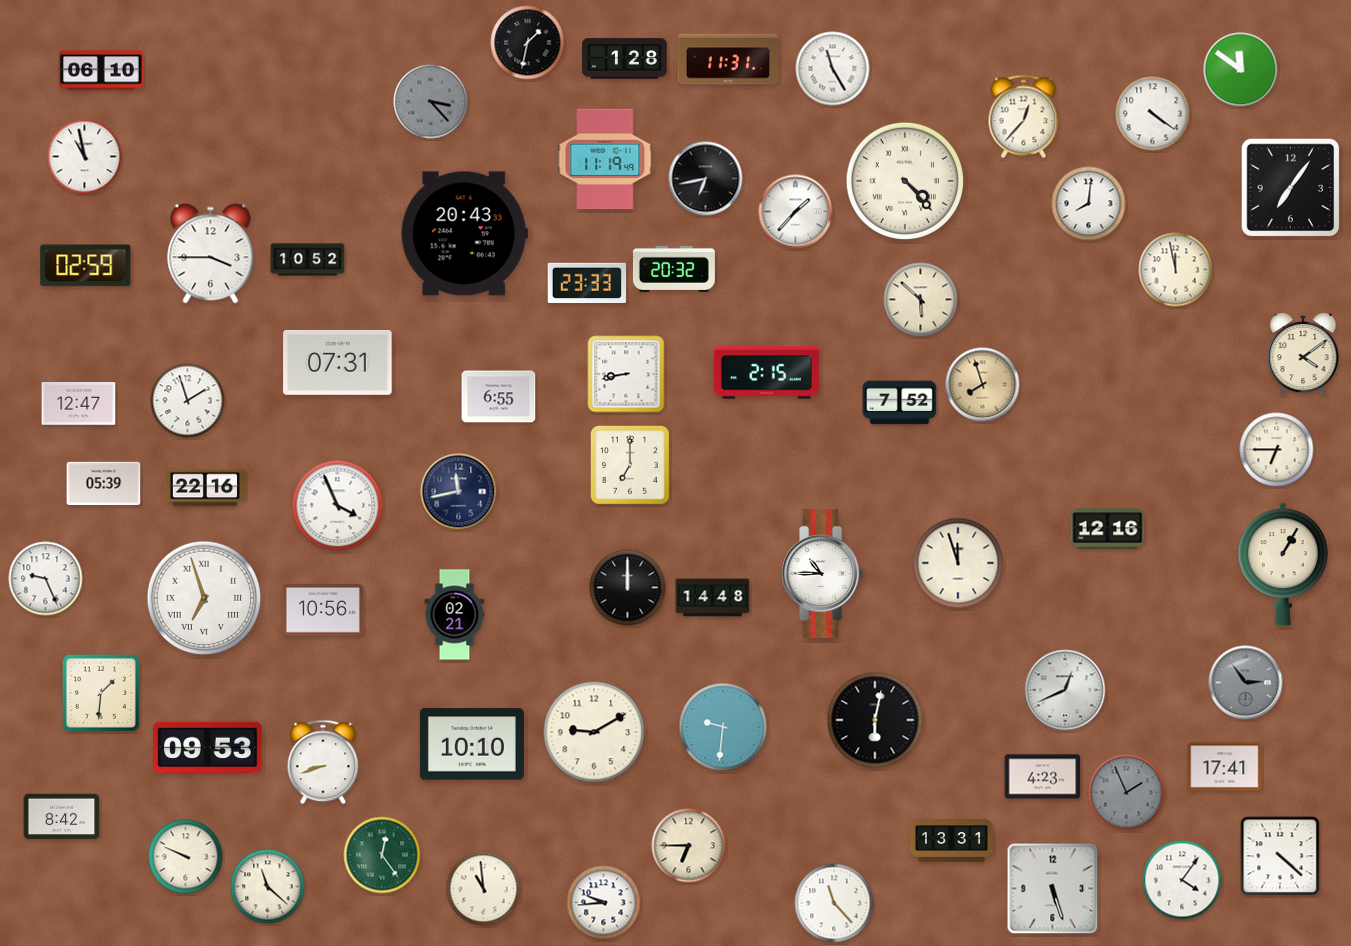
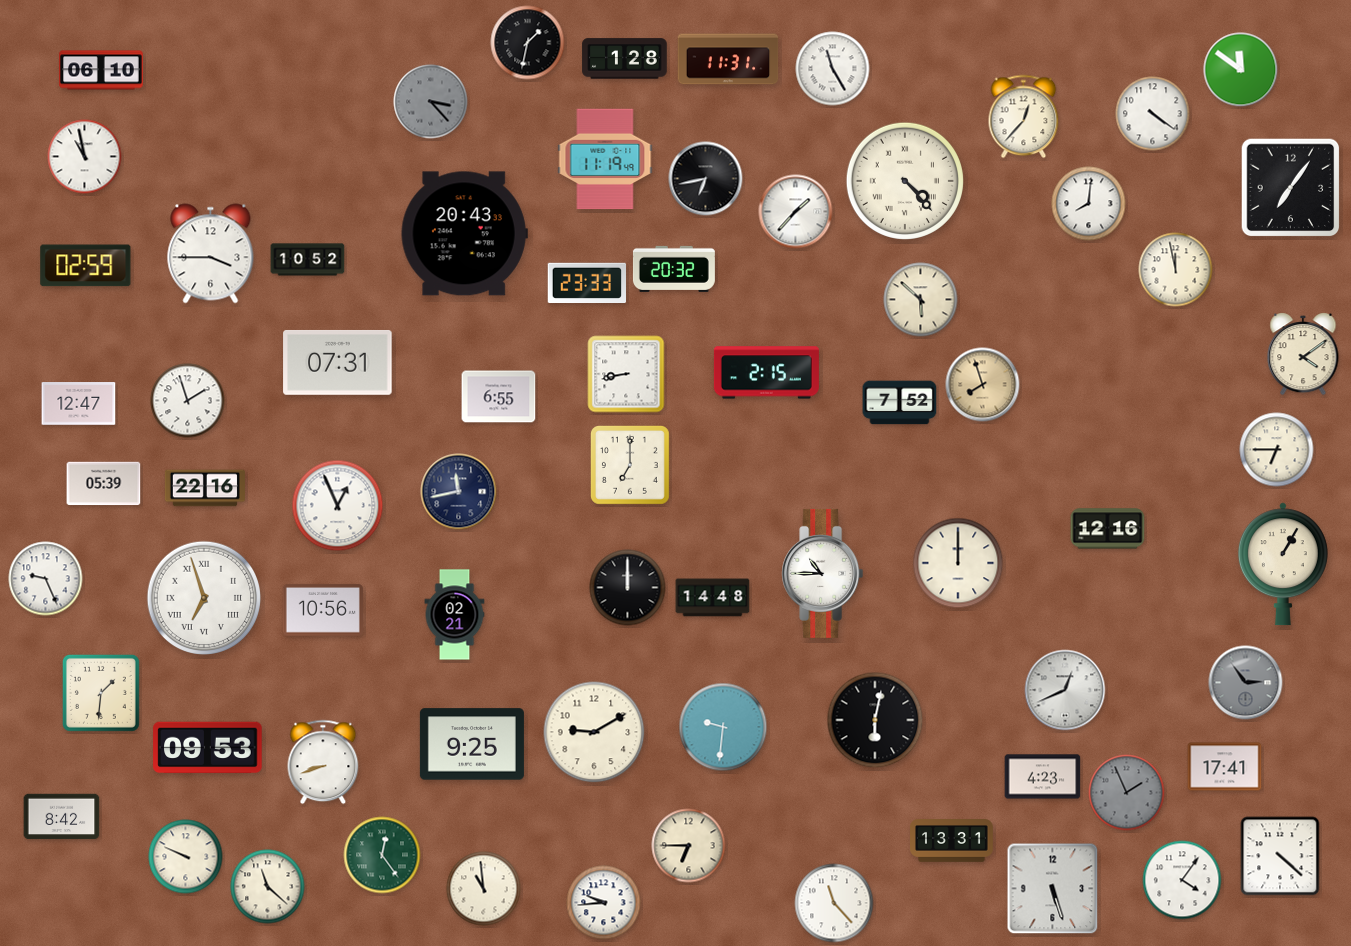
clock at (338, 506): 3:56 -> 12:56
clock at (958, 563): 11:57 -> 12:00
clock at (472, 744): 10:10 -> 9:25
